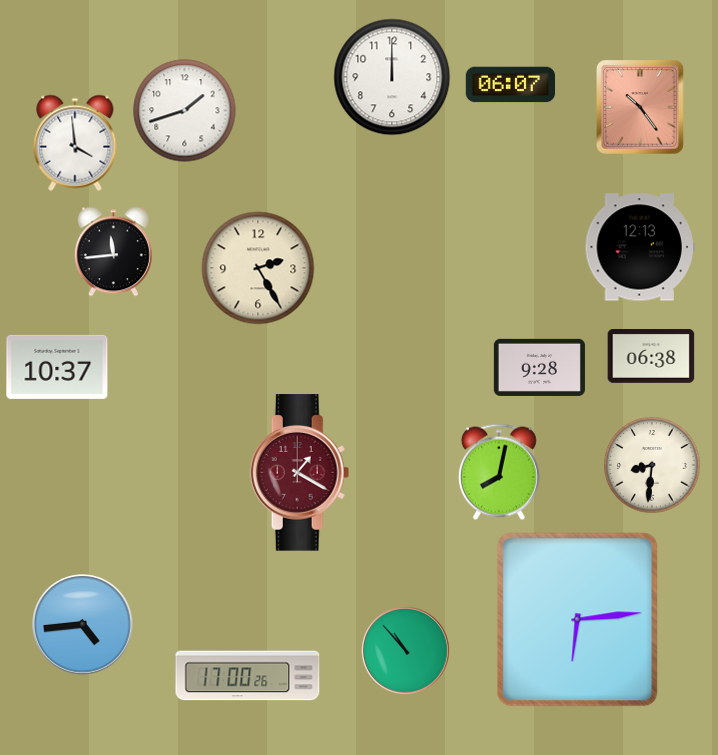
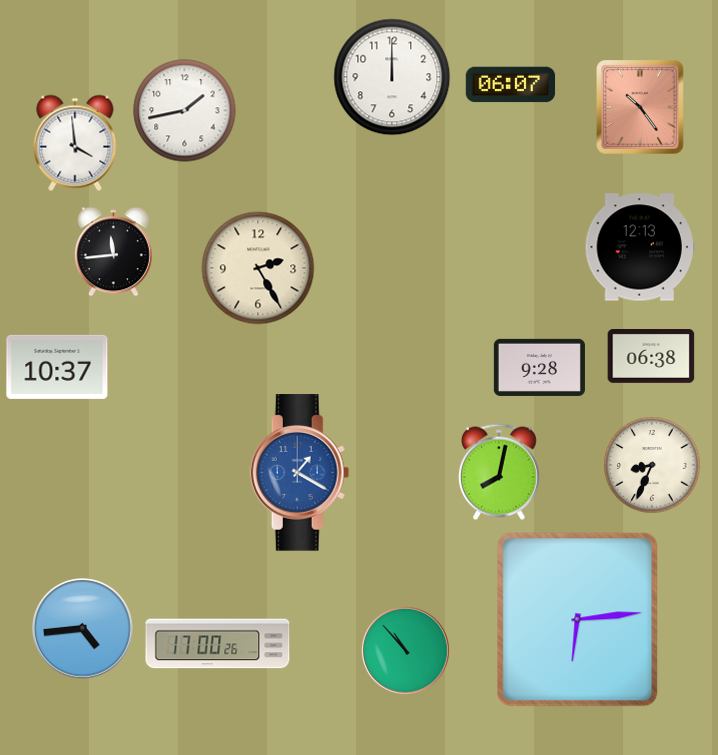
clock at (185, 111): 1:42 -> 1:43
clock at (652, 465): 8:31 -> 8:34
clock at (300, 473) dial: burgundy -> blue
clock at (83, 625) position: (83, 625) -> (83, 629)
clock at (248, 676) position: (248, 676) -> (218, 644)
